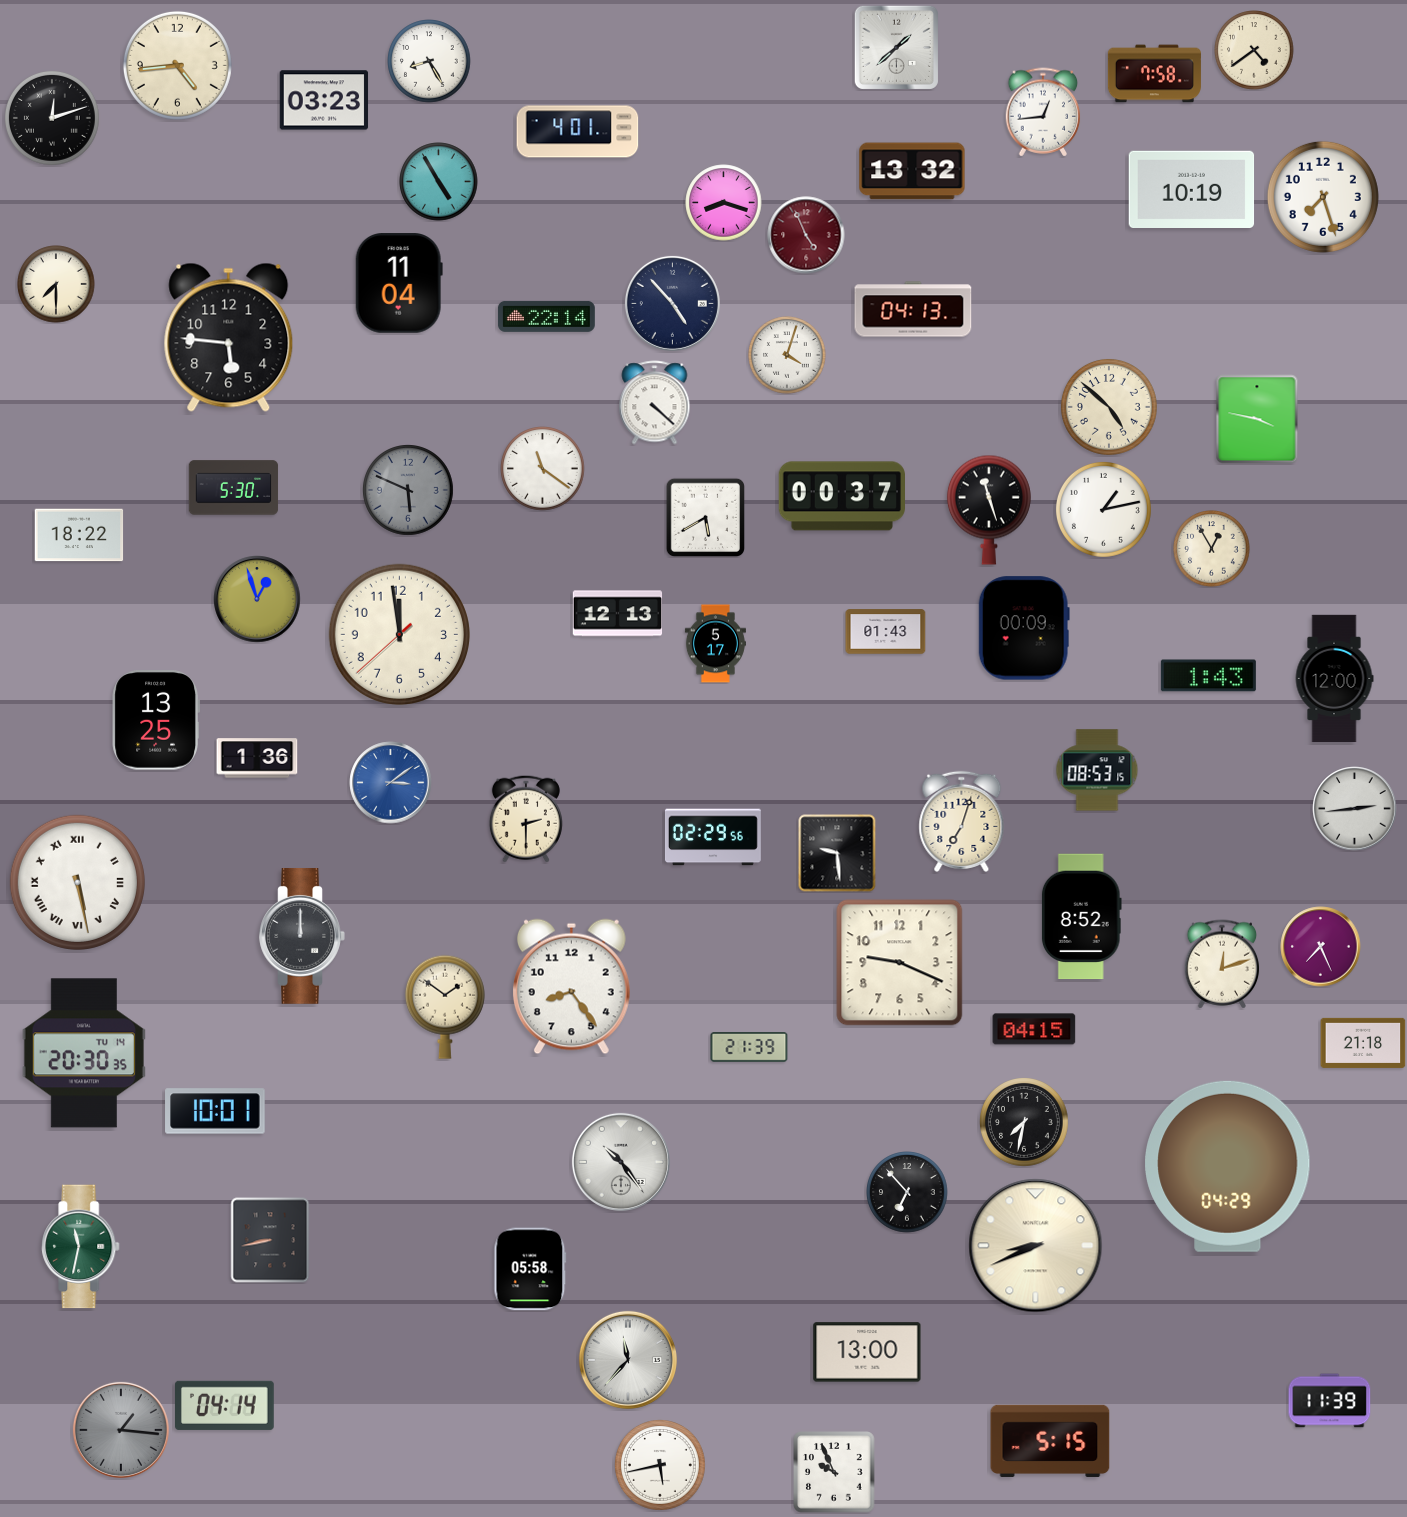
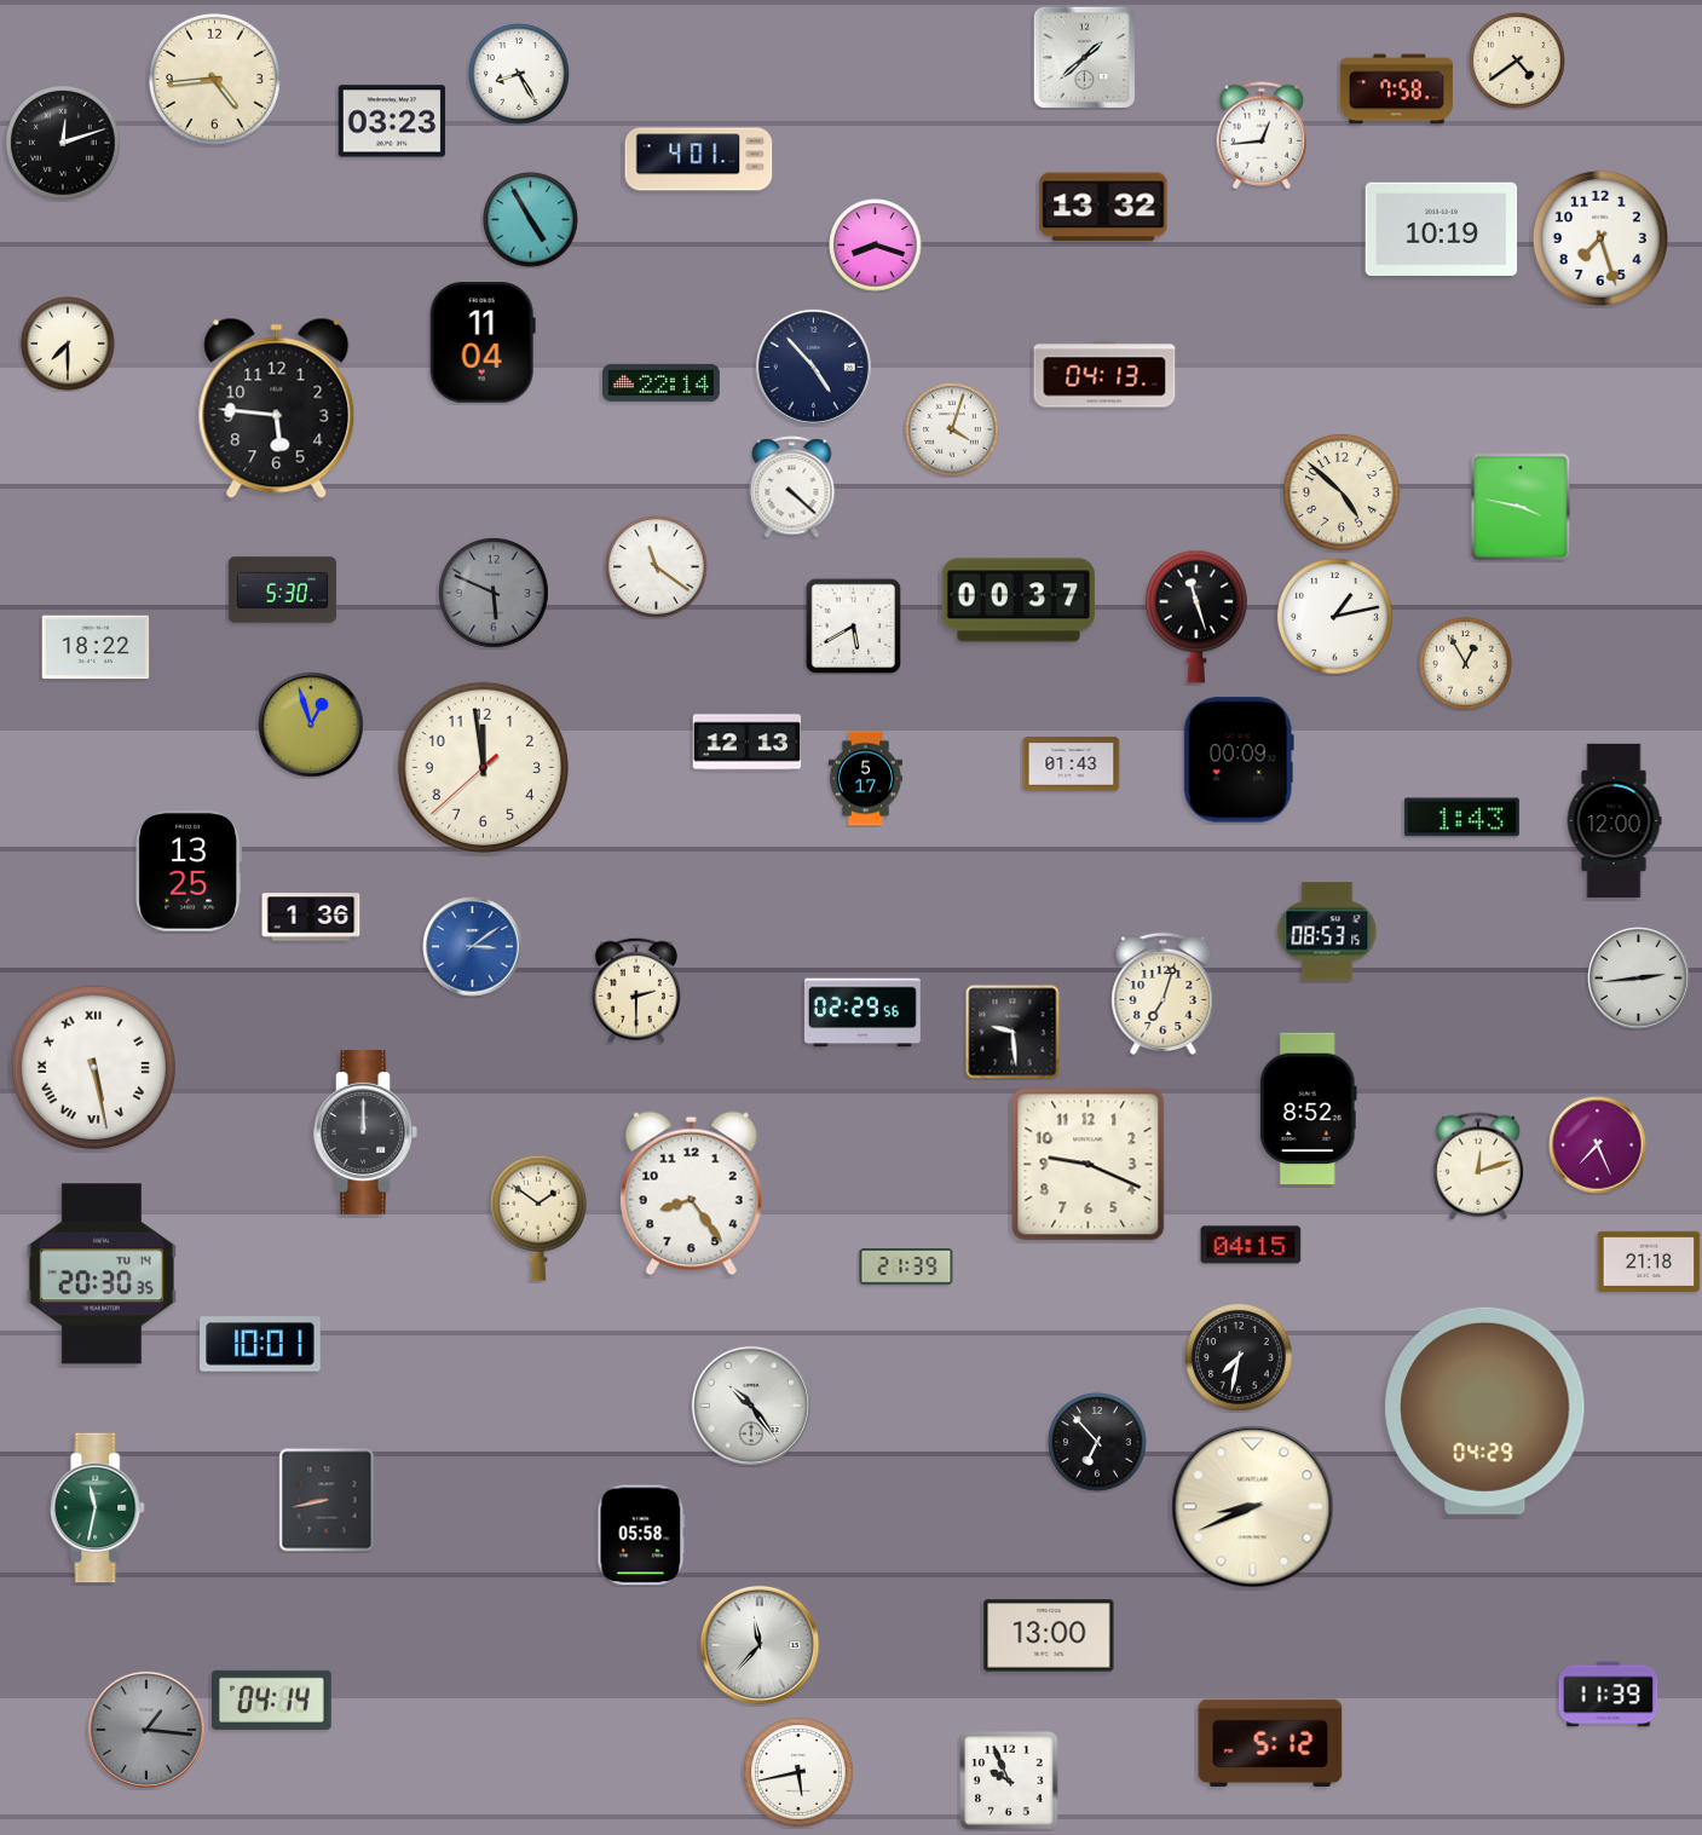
clock at (806, 235): 4:56 -> none
clock at (1050, 1441): 5:15 -> 5:12
